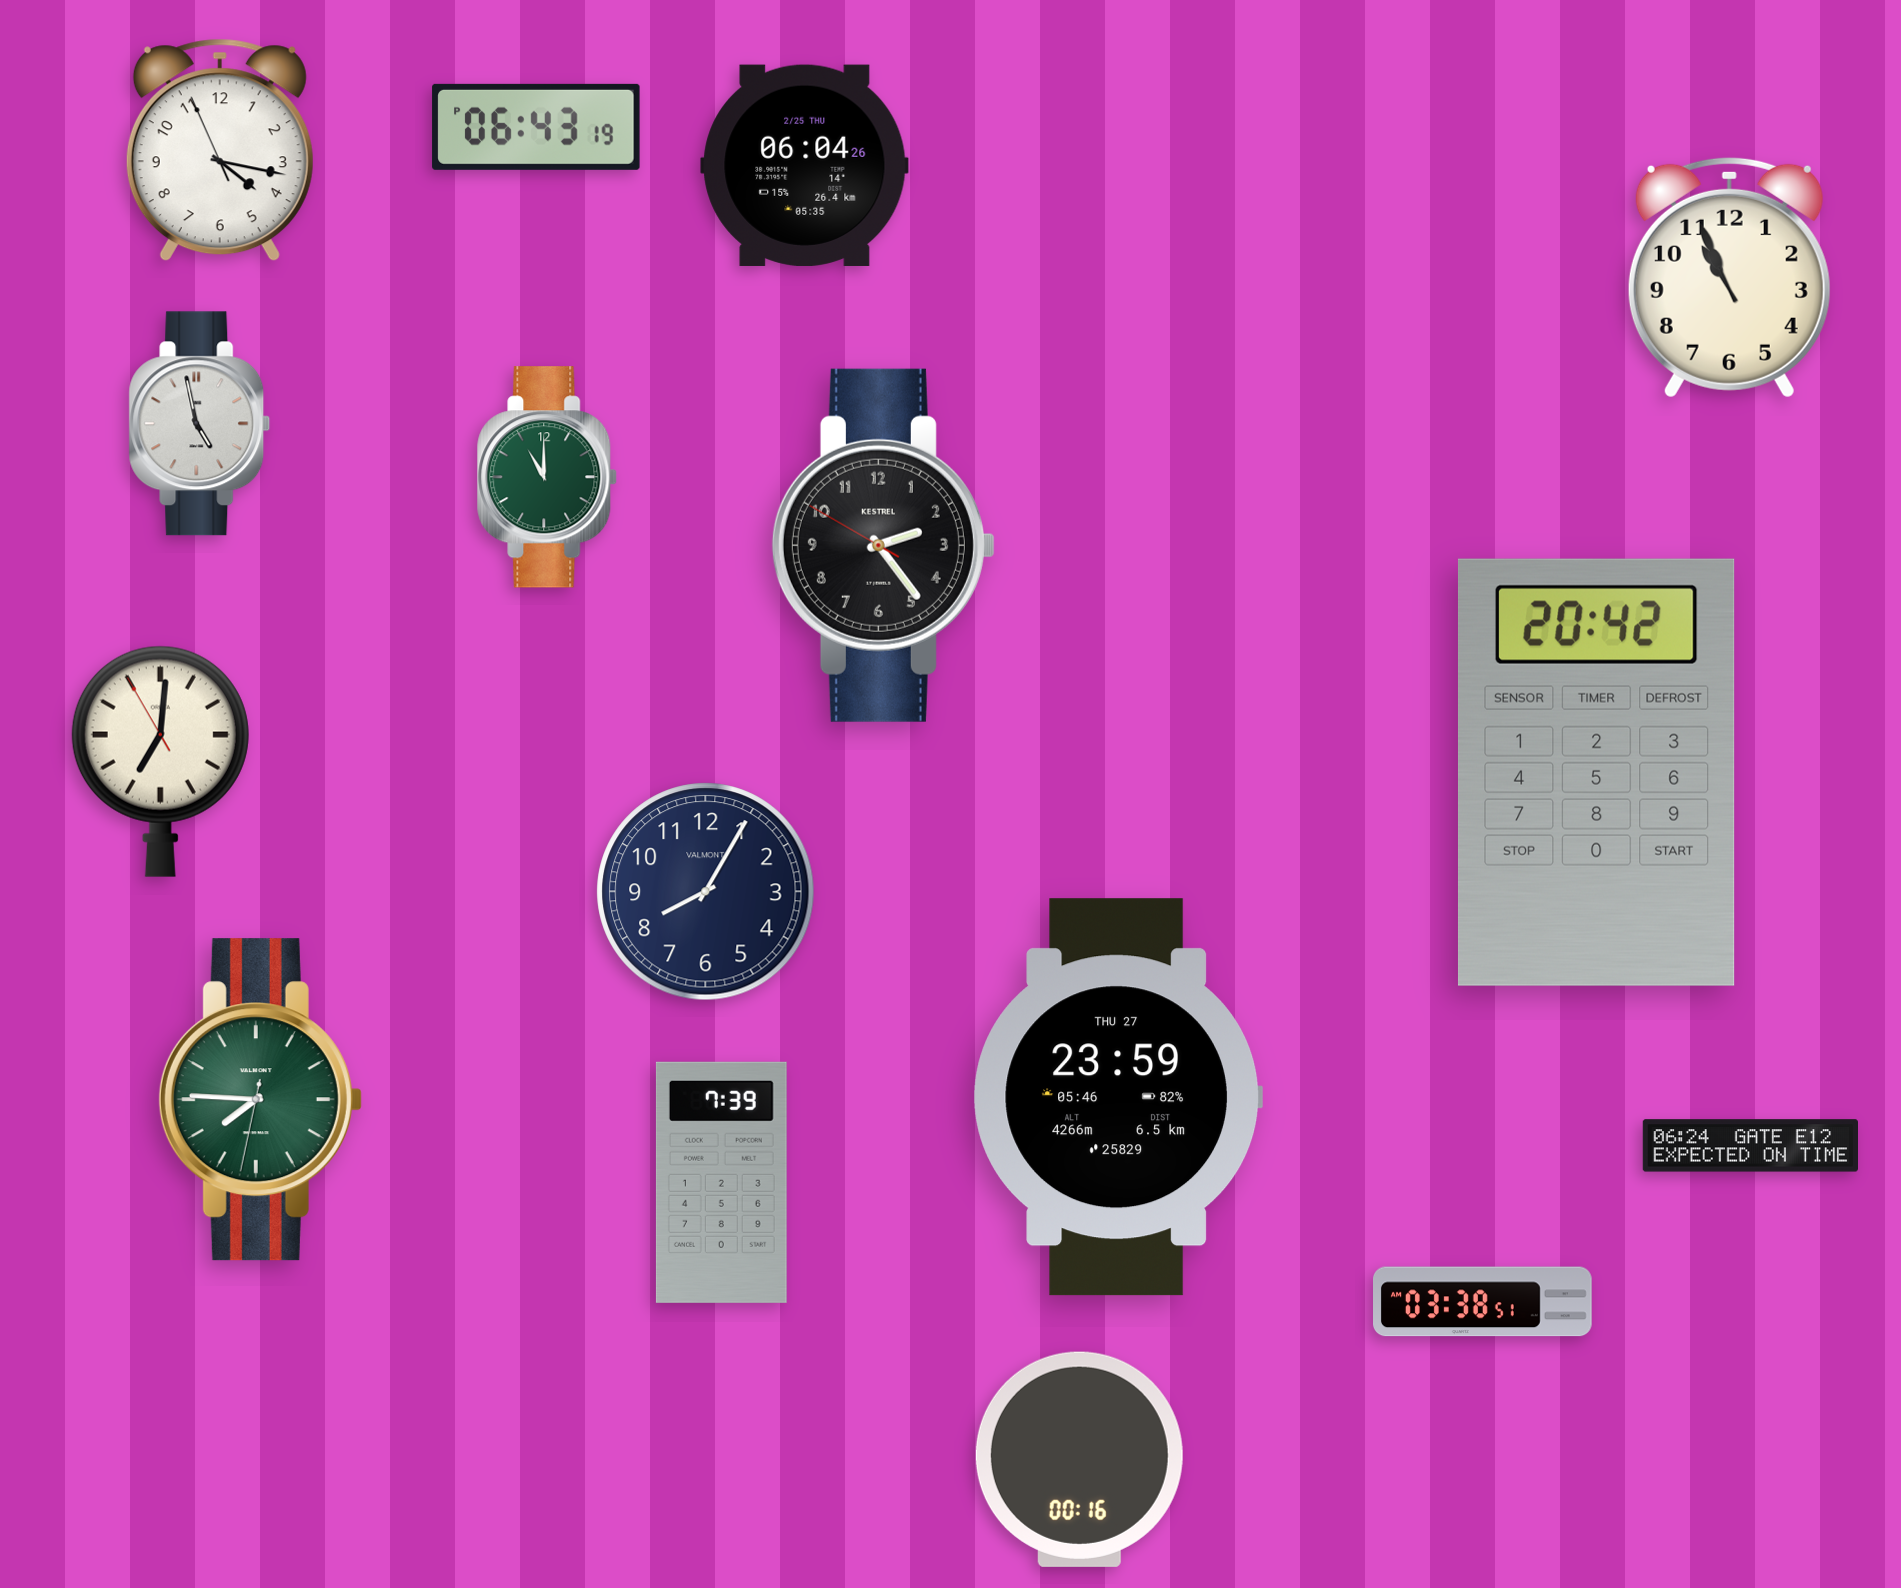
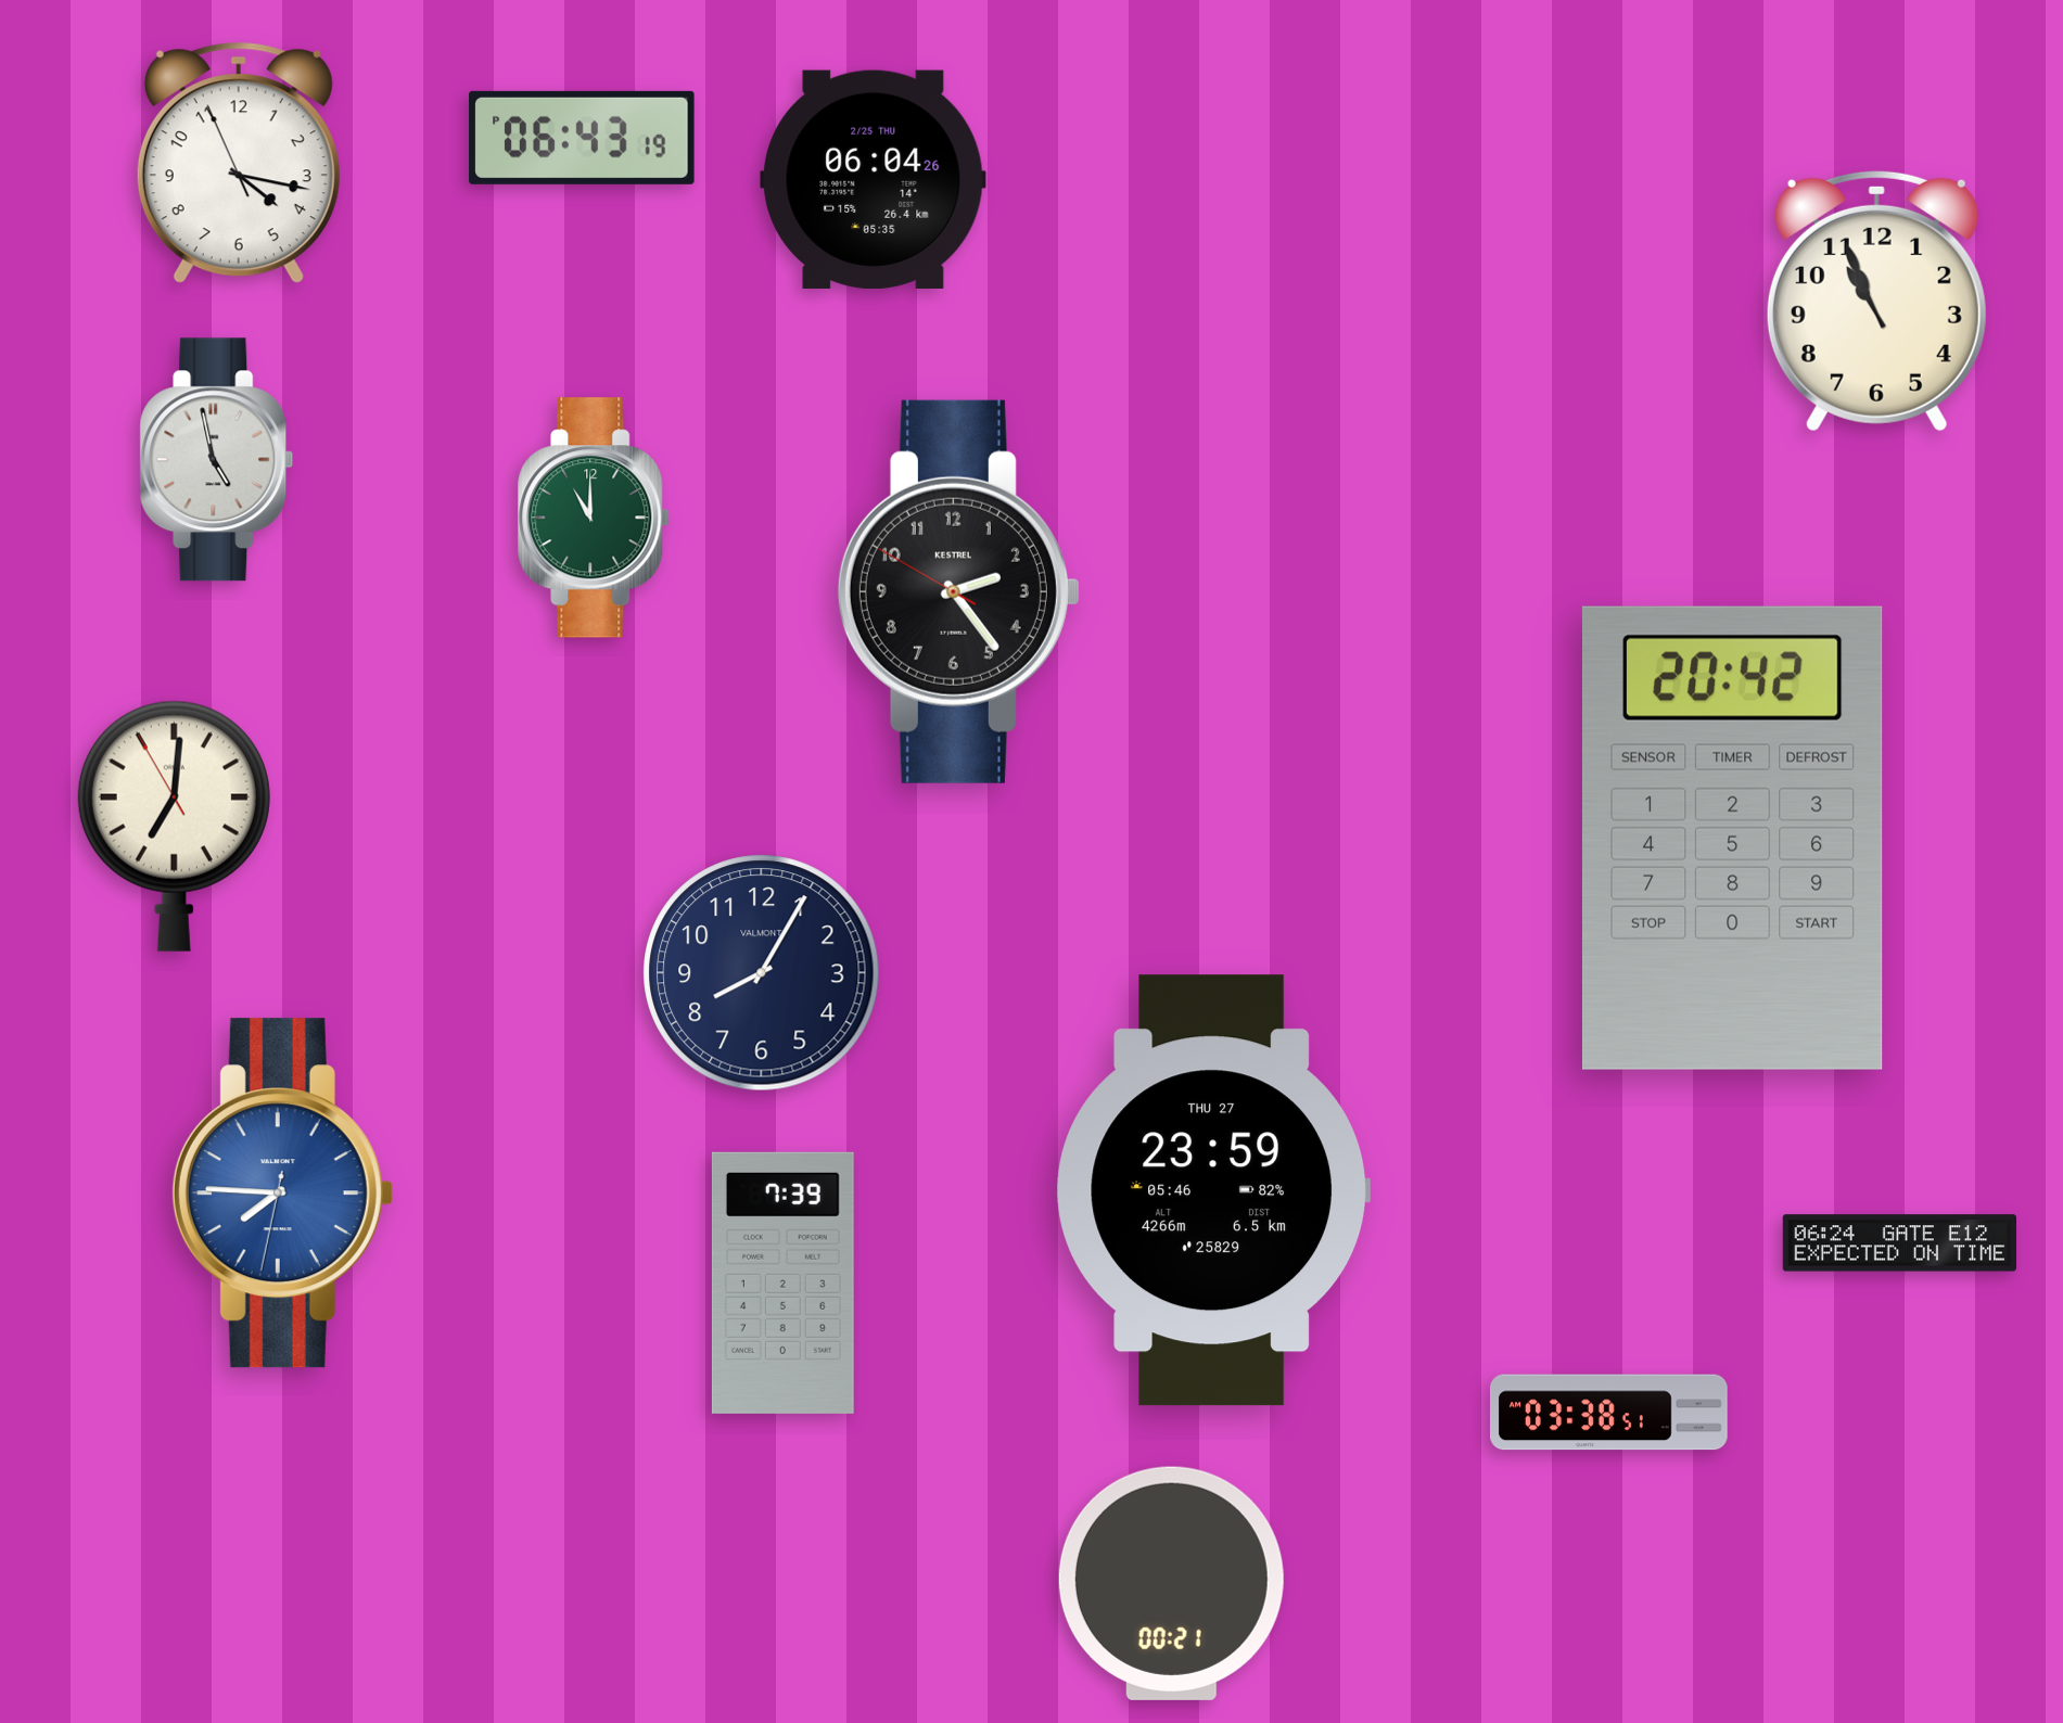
clock at (706, 892) position: (706, 892) -> (762, 973)
clock at (260, 1100) dial: green -> blue
clock at (1079, 1459): 00:16 -> 00:21
